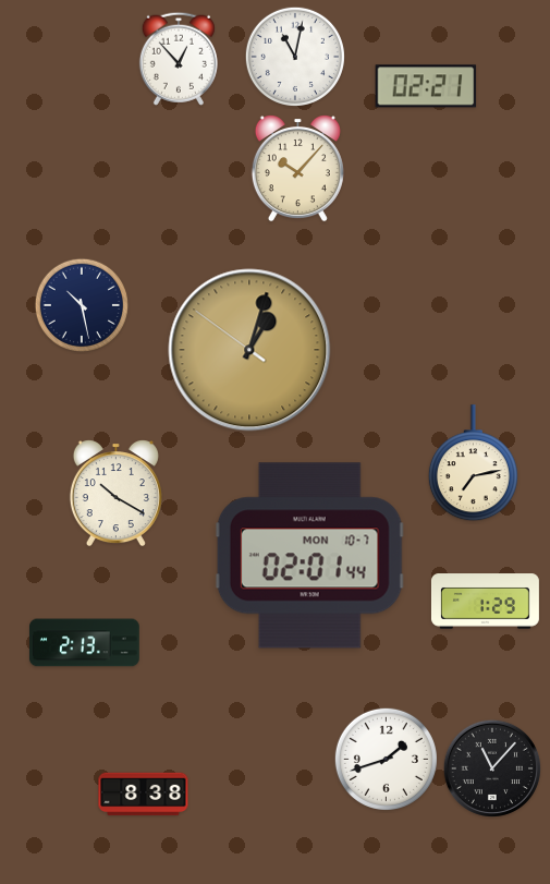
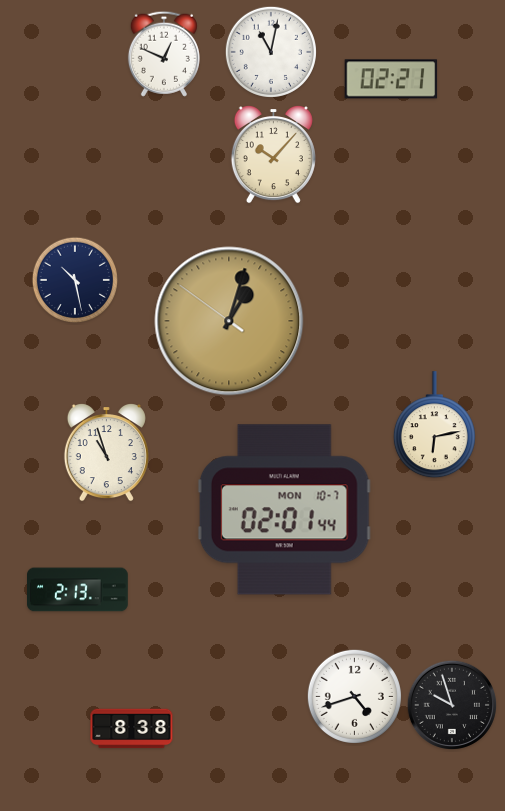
clock at (179, 59): 12:53 -> 12:49
clock at (473, 463): 7:13 -> 6:13
clock at (115, 494): 10:20 -> 10:57
clock at (485, 602): 1:29 -> none
clock at (386, 759): 1:42 -> 4:42
clock at (492, 768): 11:07 -> 9:57
